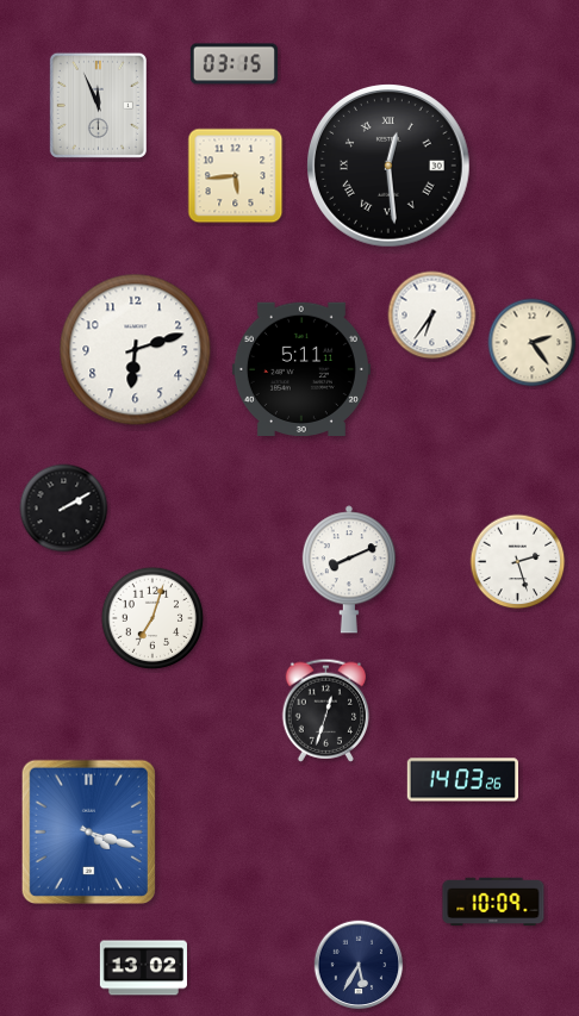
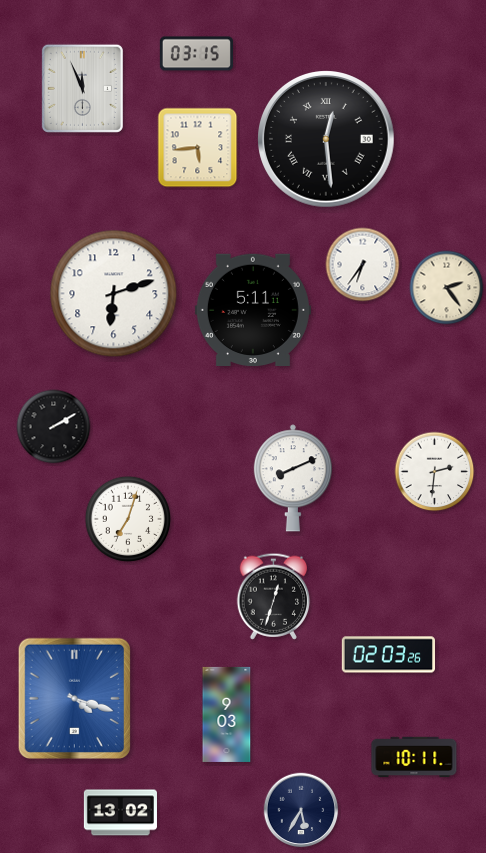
clock at (518, 562): 2:27 -> 2:31
clock at (462, 780): 14:03 -> 02:03
clock at (227, 714): none -> 9:03
clock at (493, 902): 10:09 -> 10:11
